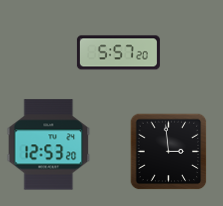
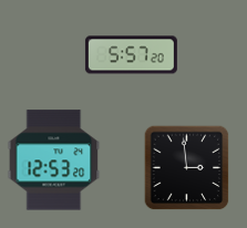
clock at (118, 53) position: (118, 53) -> (131, 55)
